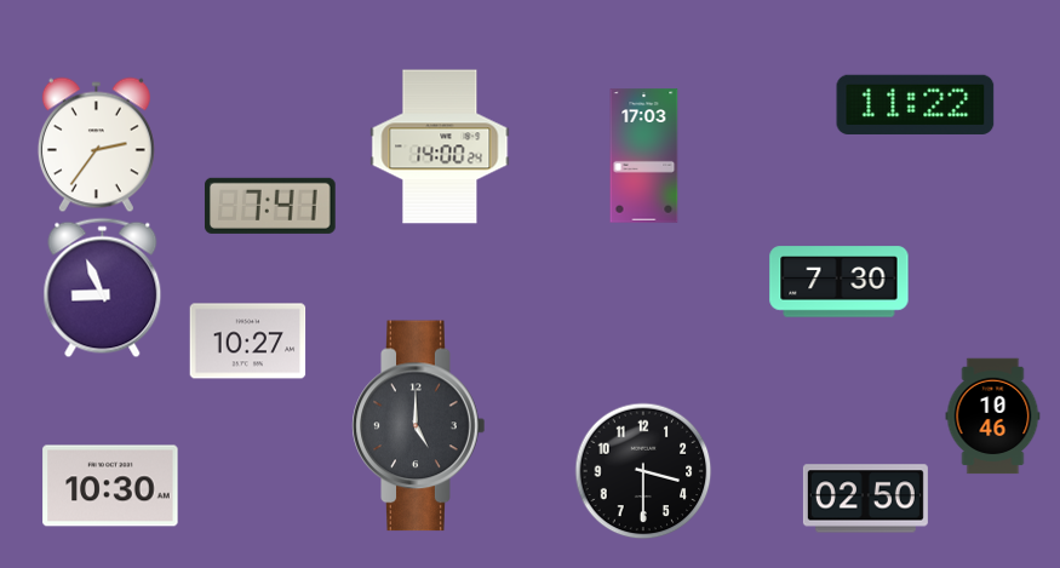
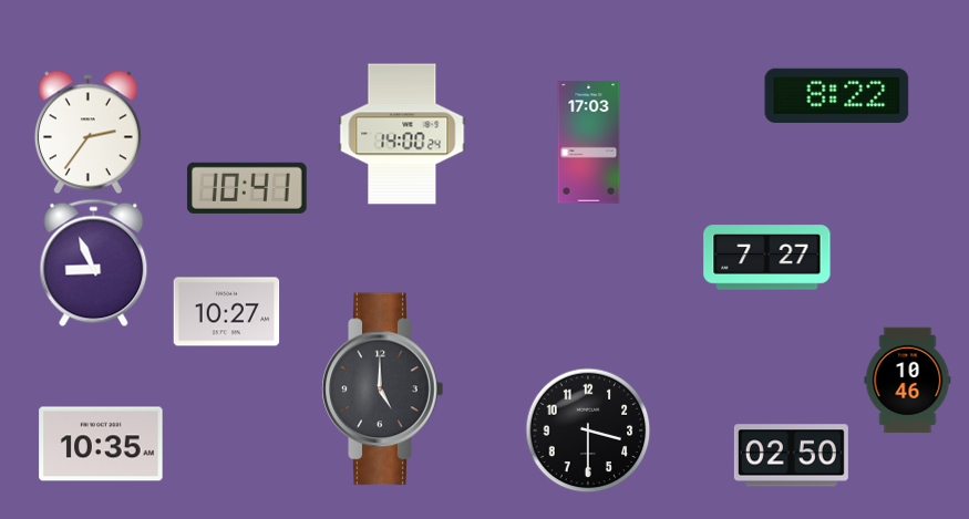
clock at (916, 104): 11:22 -> 8:22
clock at (270, 206): 7:41 -> 10:41
clock at (840, 282): 7:30 -> 7:27
clock at (110, 486): 10:30 -> 10:35
